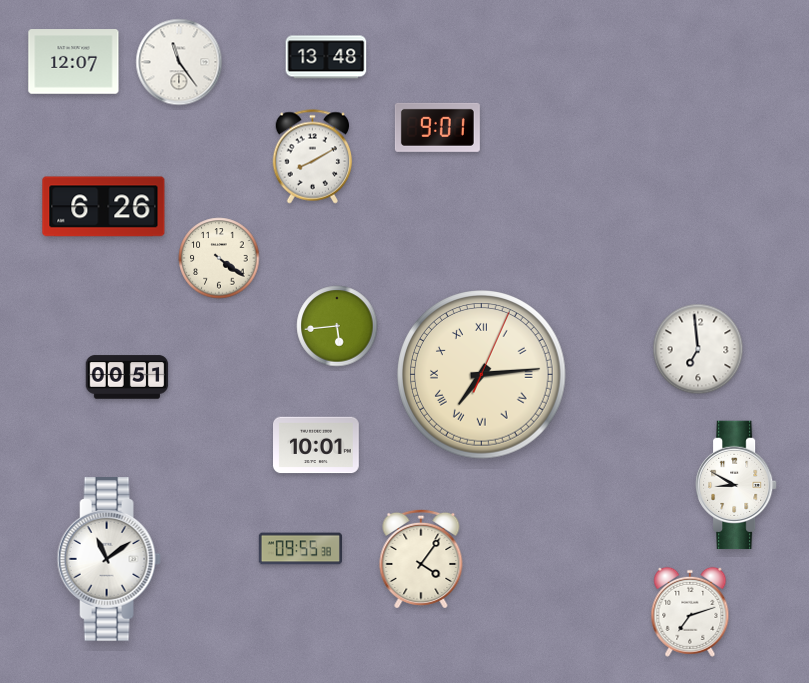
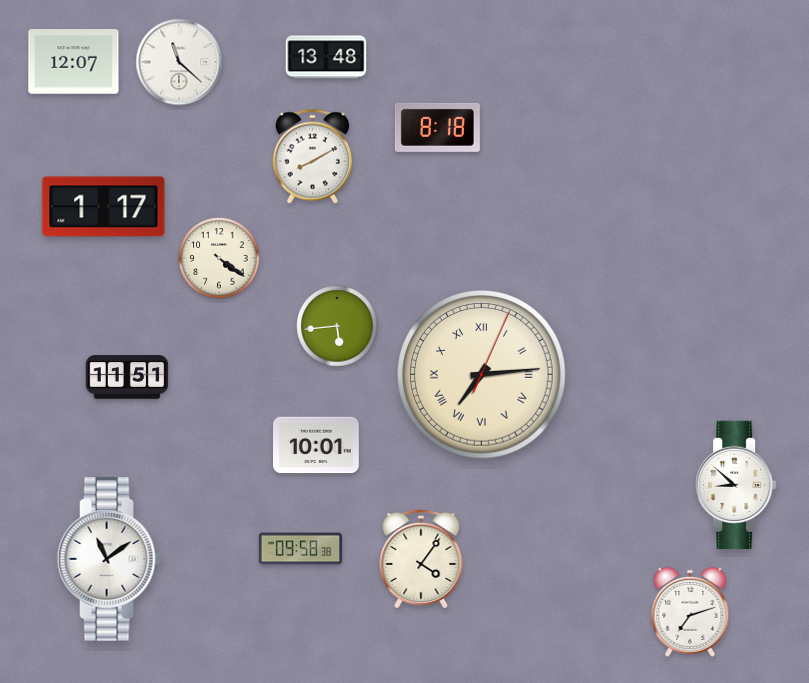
clock at (179, 62): 11:24 -> 11:22
clock at (437, 127): 9:01 -> 8:18
clock at (104, 207): 6:26 -> 1:17
clock at (698, 349): 6:59 -> none
clock at (127, 377): 00:51 -> 11:51
clock at (736, 485): 8:50 -> 8:52
clock at (300, 549): 09:55 -> 09:58
